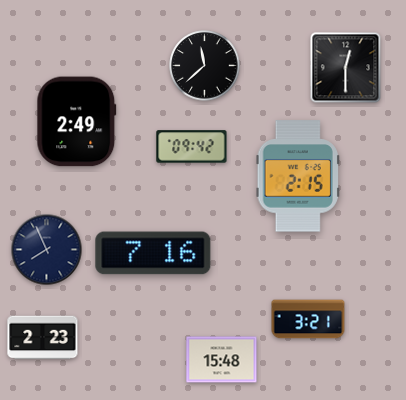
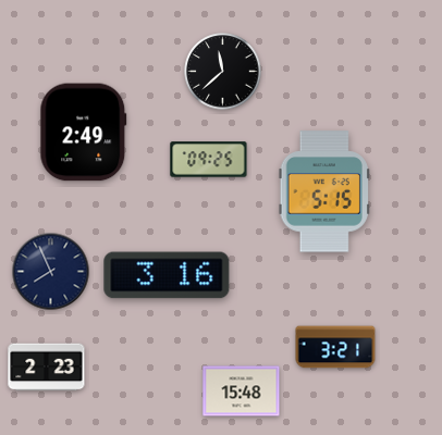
clock at (346, 68): 12:30 -> none
clock at (192, 147): 09:42 -> 09:25
clock at (298, 176): 2:15 -> 5:15
clock at (153, 253): 7:16 -> 3:16
